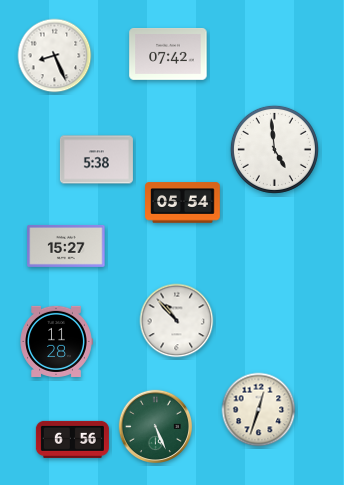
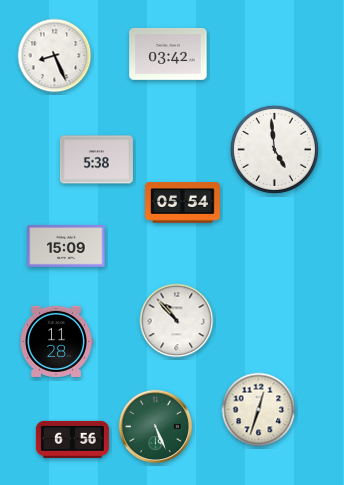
clock at (168, 55): 07:42 -> 03:42
clock at (66, 246): 15:27 -> 15:09
